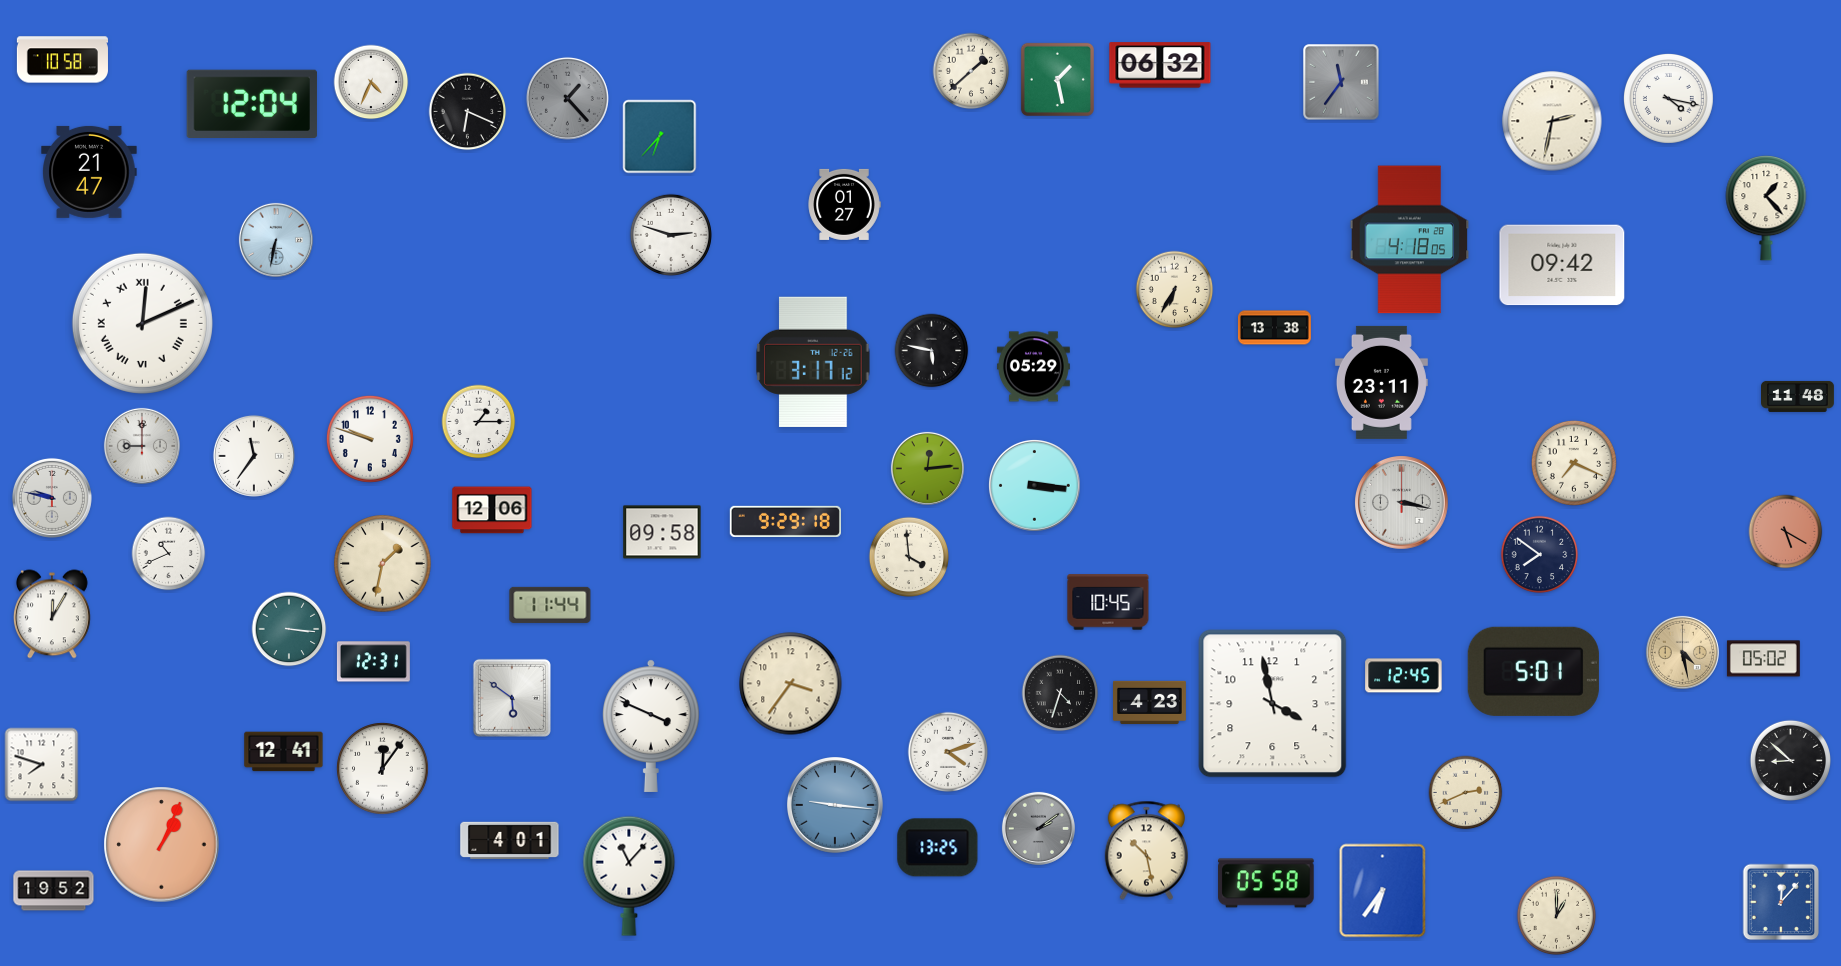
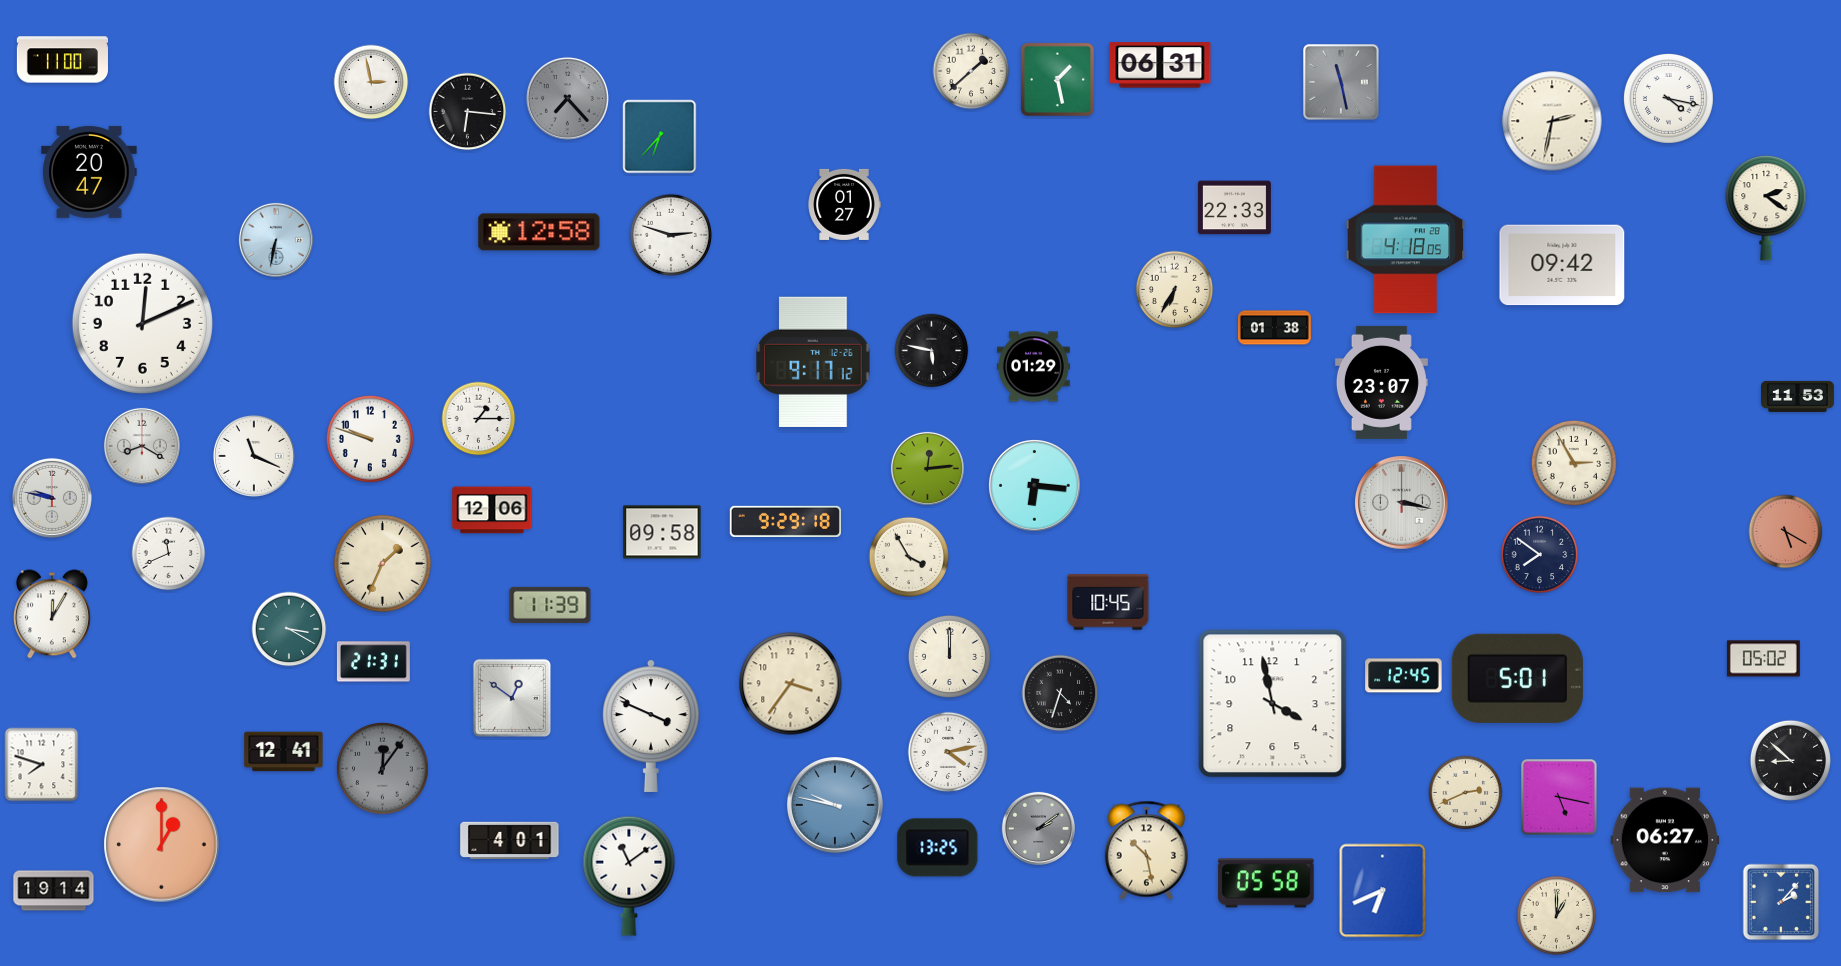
clock at (62, 60): 10:58 -> 11:00
clock at (1160, 65): 06:32 -> 06:31
clock at (371, 82): 4:34 -> 2:58
clock at (1341, 82): 11:36 -> 11:28
clock at (567, 98): 1:23 -> 7:23
clock at (251, 103): 12:04 -> none
clock at (468, 112): 6:19 -> 6:16
clock at (89, 172): 21:47 -> 20:47
clock at (1234, 208): none -> 22:33
clock at (1766, 209): 1:23 -> 2:21
clock at (539, 232): none -> 12:58
clock at (1410, 240) position: (1410, 240) -> (1406, 240)
clock at (142, 323) numerals: Roman -> Arabic
clock at (1274, 328): 13:38 -> 01:38
clock at (813, 361): 3:17 -> 9:17
clock at (1033, 367): 05:29 -> 01:29
clock at (1381, 382): 23:11 -> 23:07
clock at (1798, 396): 11:48 -> 11:53
clock at (479, 422) position: (479, 422) -> (479, 419)
clock at (142, 446): 9:00 -> 8:20
clock at (254, 456): 11:36 -> 11:19
clock at (1574, 463): 7:19 -> 2:55
clock at (1035, 486): 3:16 -> 6:16
clock at (169, 554): 10:41 -> 11:41
clock at (908, 556): 3:59 -> 3:55
clock at (383, 564): 1:32 -> 1:34
clock at (550, 605): 11:44 -> 11:39
clock at (289, 629): 3:16 -> 3:20
clock at (1682, 652): 4:28 -> none
clock at (949, 656): none -> 12:00
clock at (373, 662): 12:31 -> 21:31
clock at (1533, 671) position: (1533, 671) -> (1517, 678)
clock at (512, 698): 5:51 -> 12:51
clock at (1150, 703): 4:23 -> none
clock at (947, 751): 4:12 -> 4:13
clock at (383, 769) dial: white -> grey
clock at (1559, 797): none -> 5:17
clock at (836, 806): 9:16 -> 9:47
clock at (1665, 840): none -> 06:27
clock at (162, 845): 1:04 -> 1:00
clock at (629, 876): 11:07 -> 11:09
clock at (54, 891): 19:52 -> 19:14
clock at (1383, 891): 6:36 -> 6:41
clock at (1781, 902): 12:07 -> 2:07
